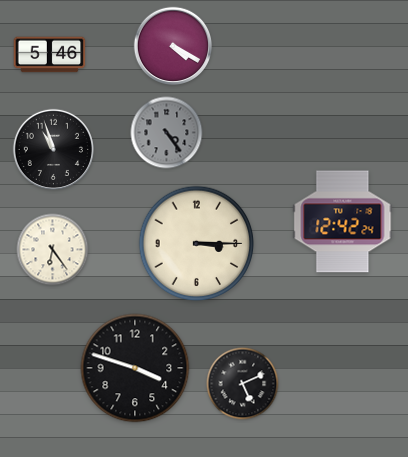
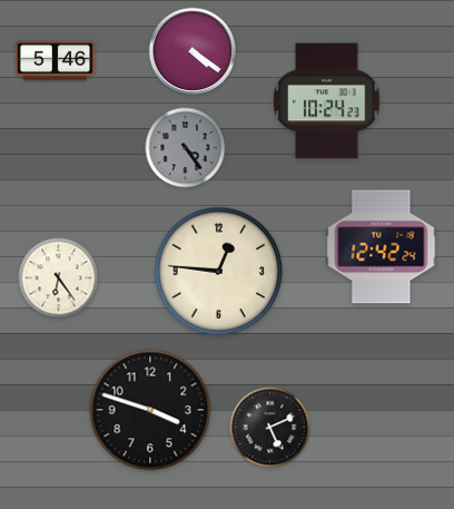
clock at (173, 46): 4:20 -> 4:21
clock at (327, 101): none -> 10:24
clock at (53, 149): 10:57 -> none
clock at (197, 244): 3:15 -> 12:46
